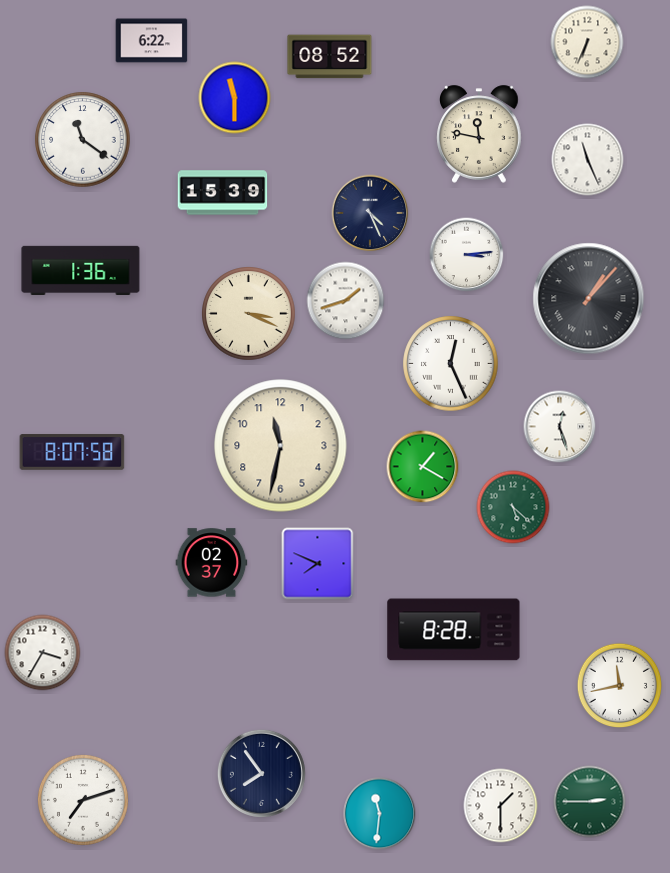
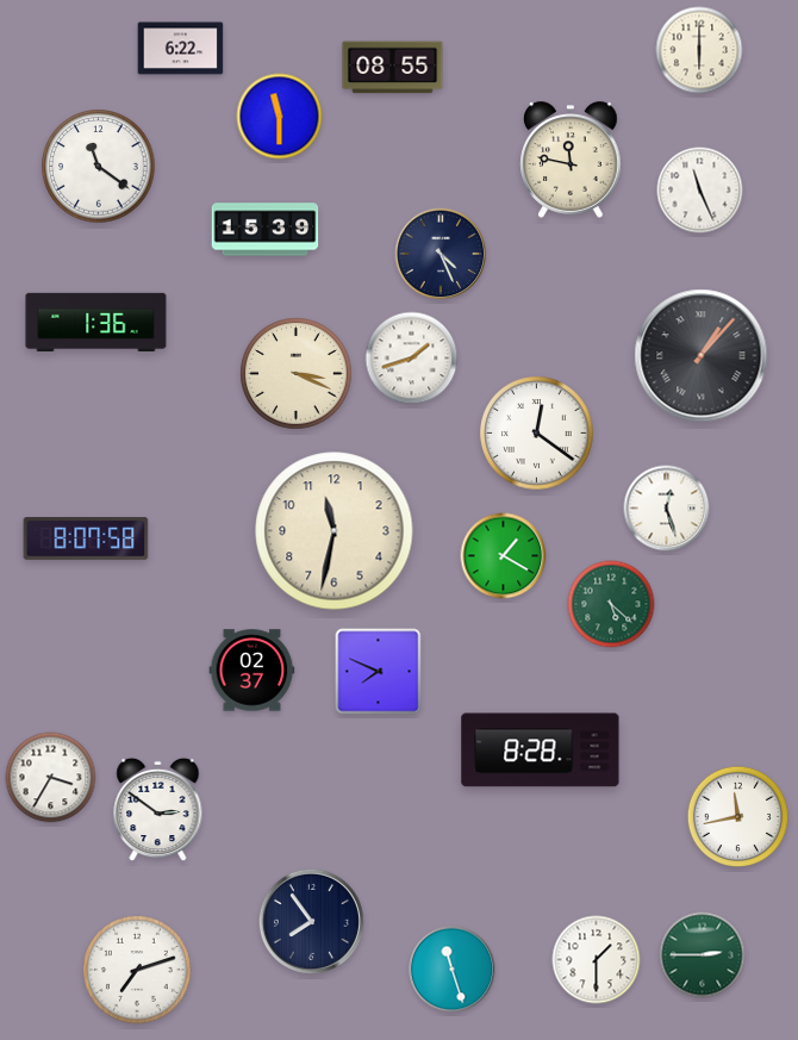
clock at (587, 42): 6:34 -> 6:00
clock at (330, 57): 08:52 -> 08:55
clock at (467, 255): 3:14 -> none
clock at (451, 364): 12:26 -> 12:21
clock at (158, 810): none -> 2:51
clock at (83, 800) position: (83, 800) -> (137, 970)
clock at (380, 814): 11:31 -> 11:27
